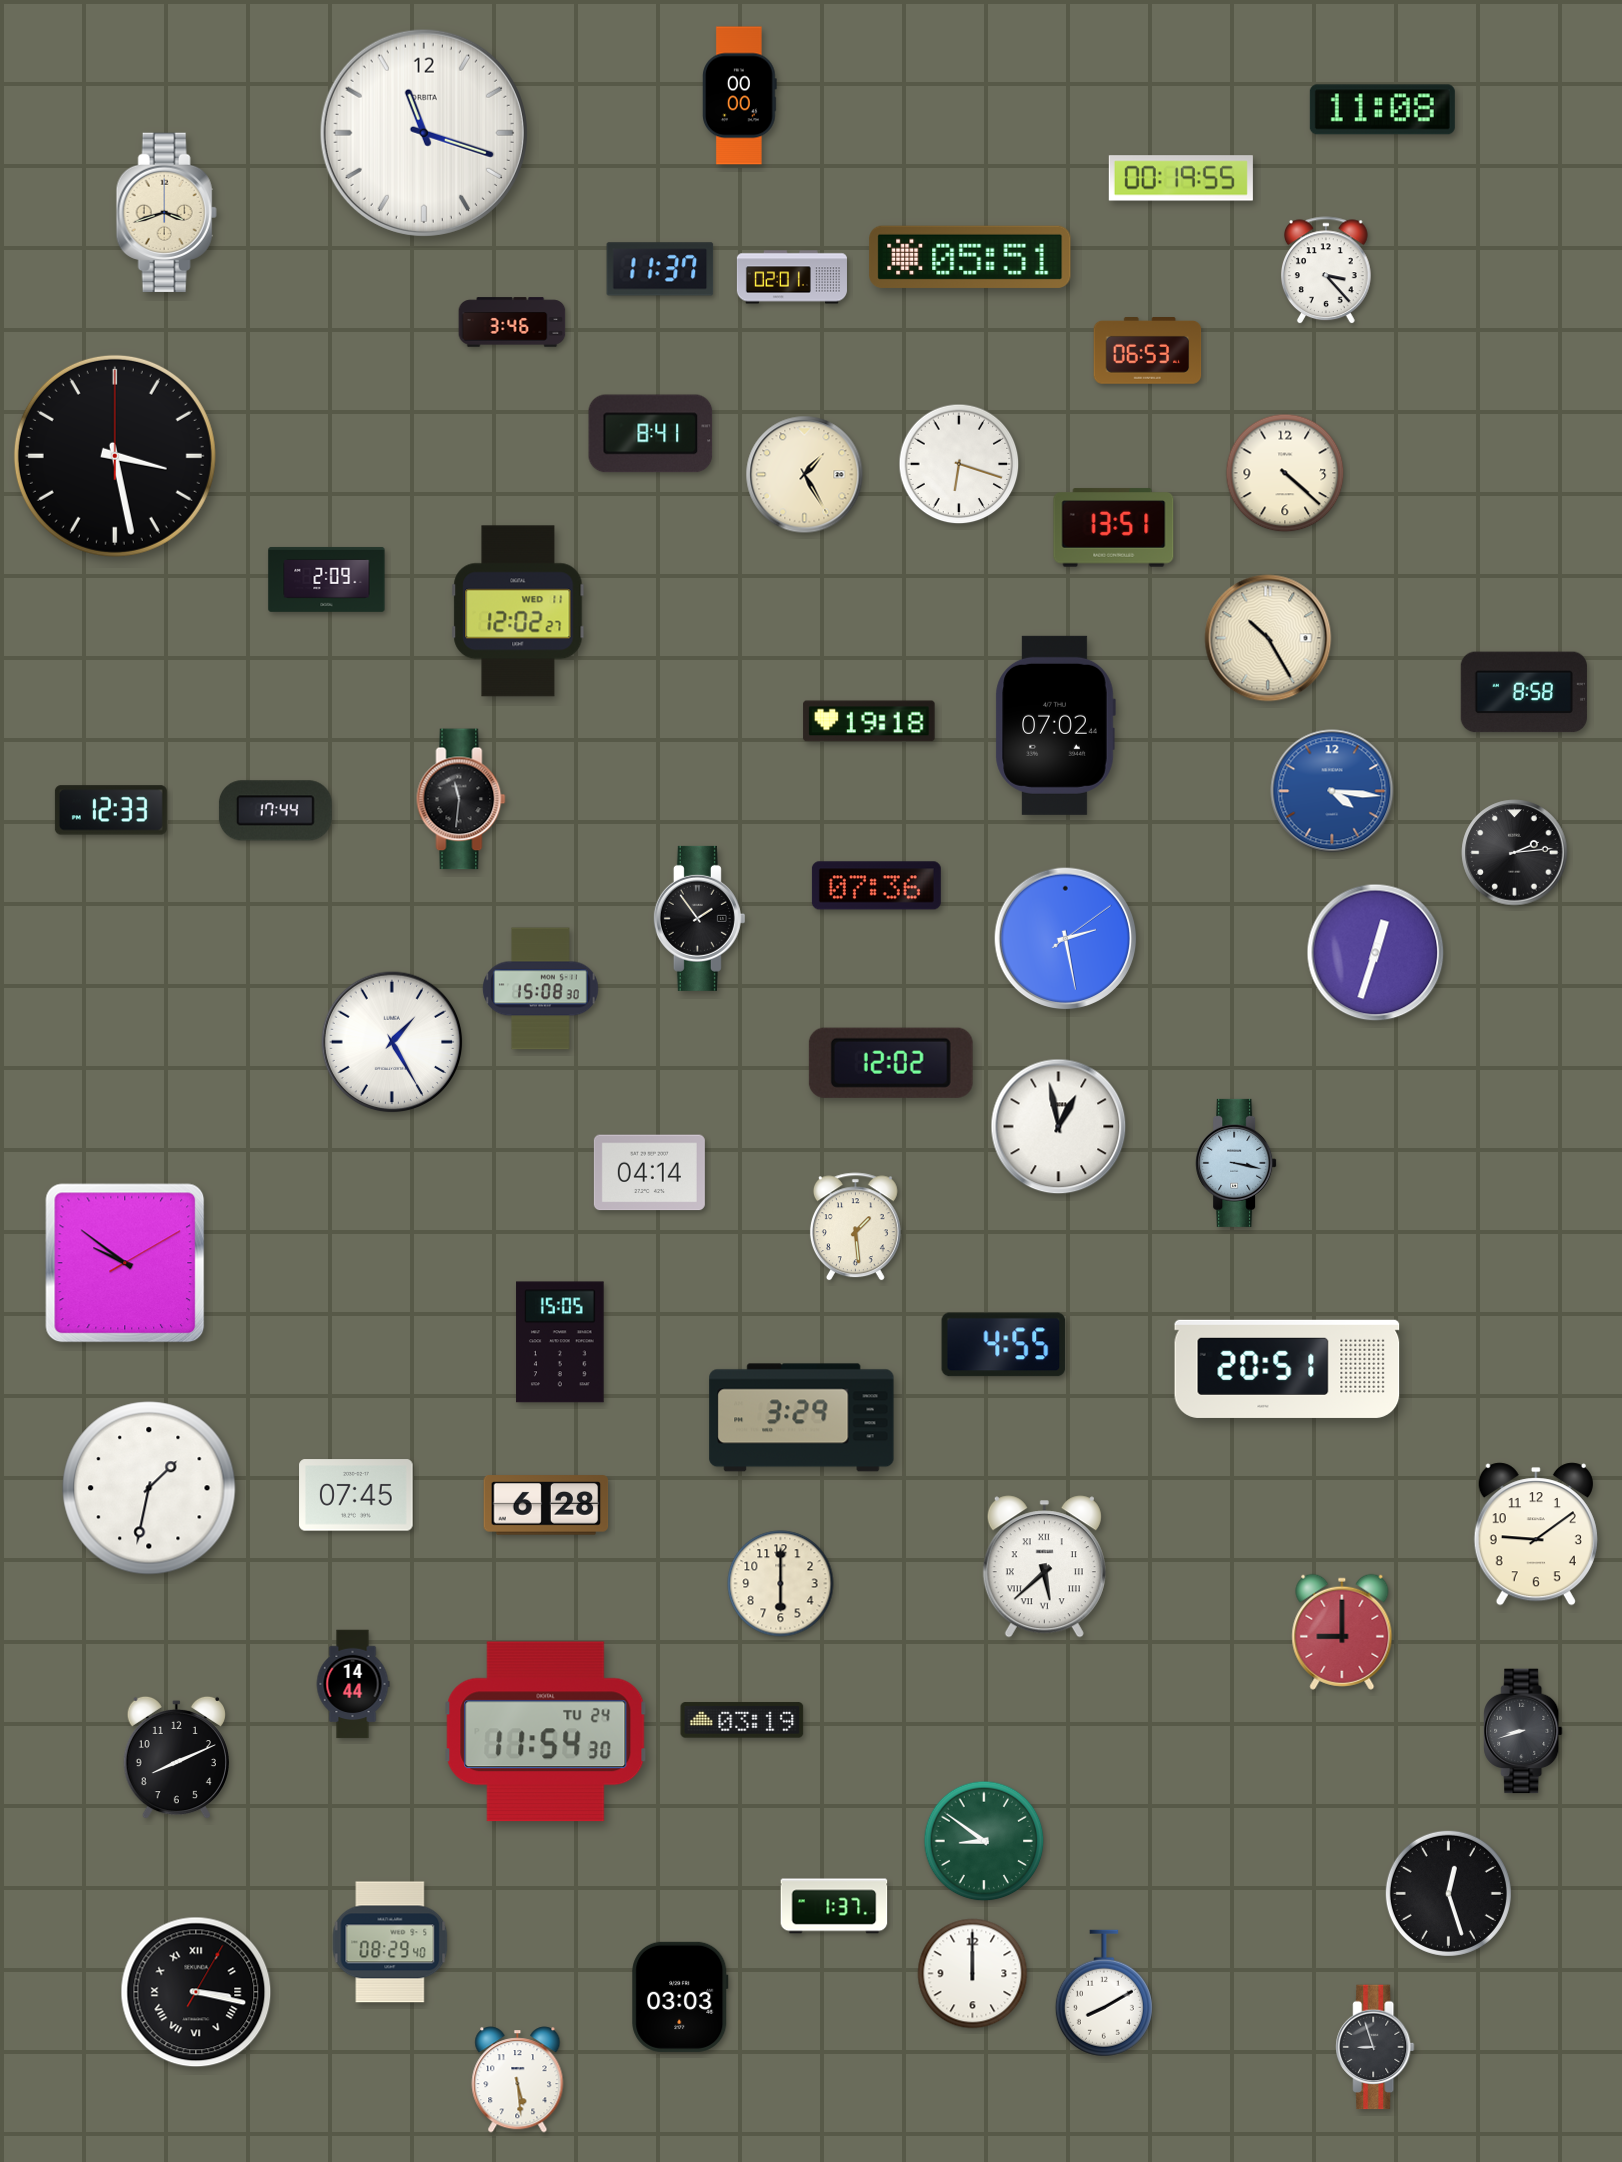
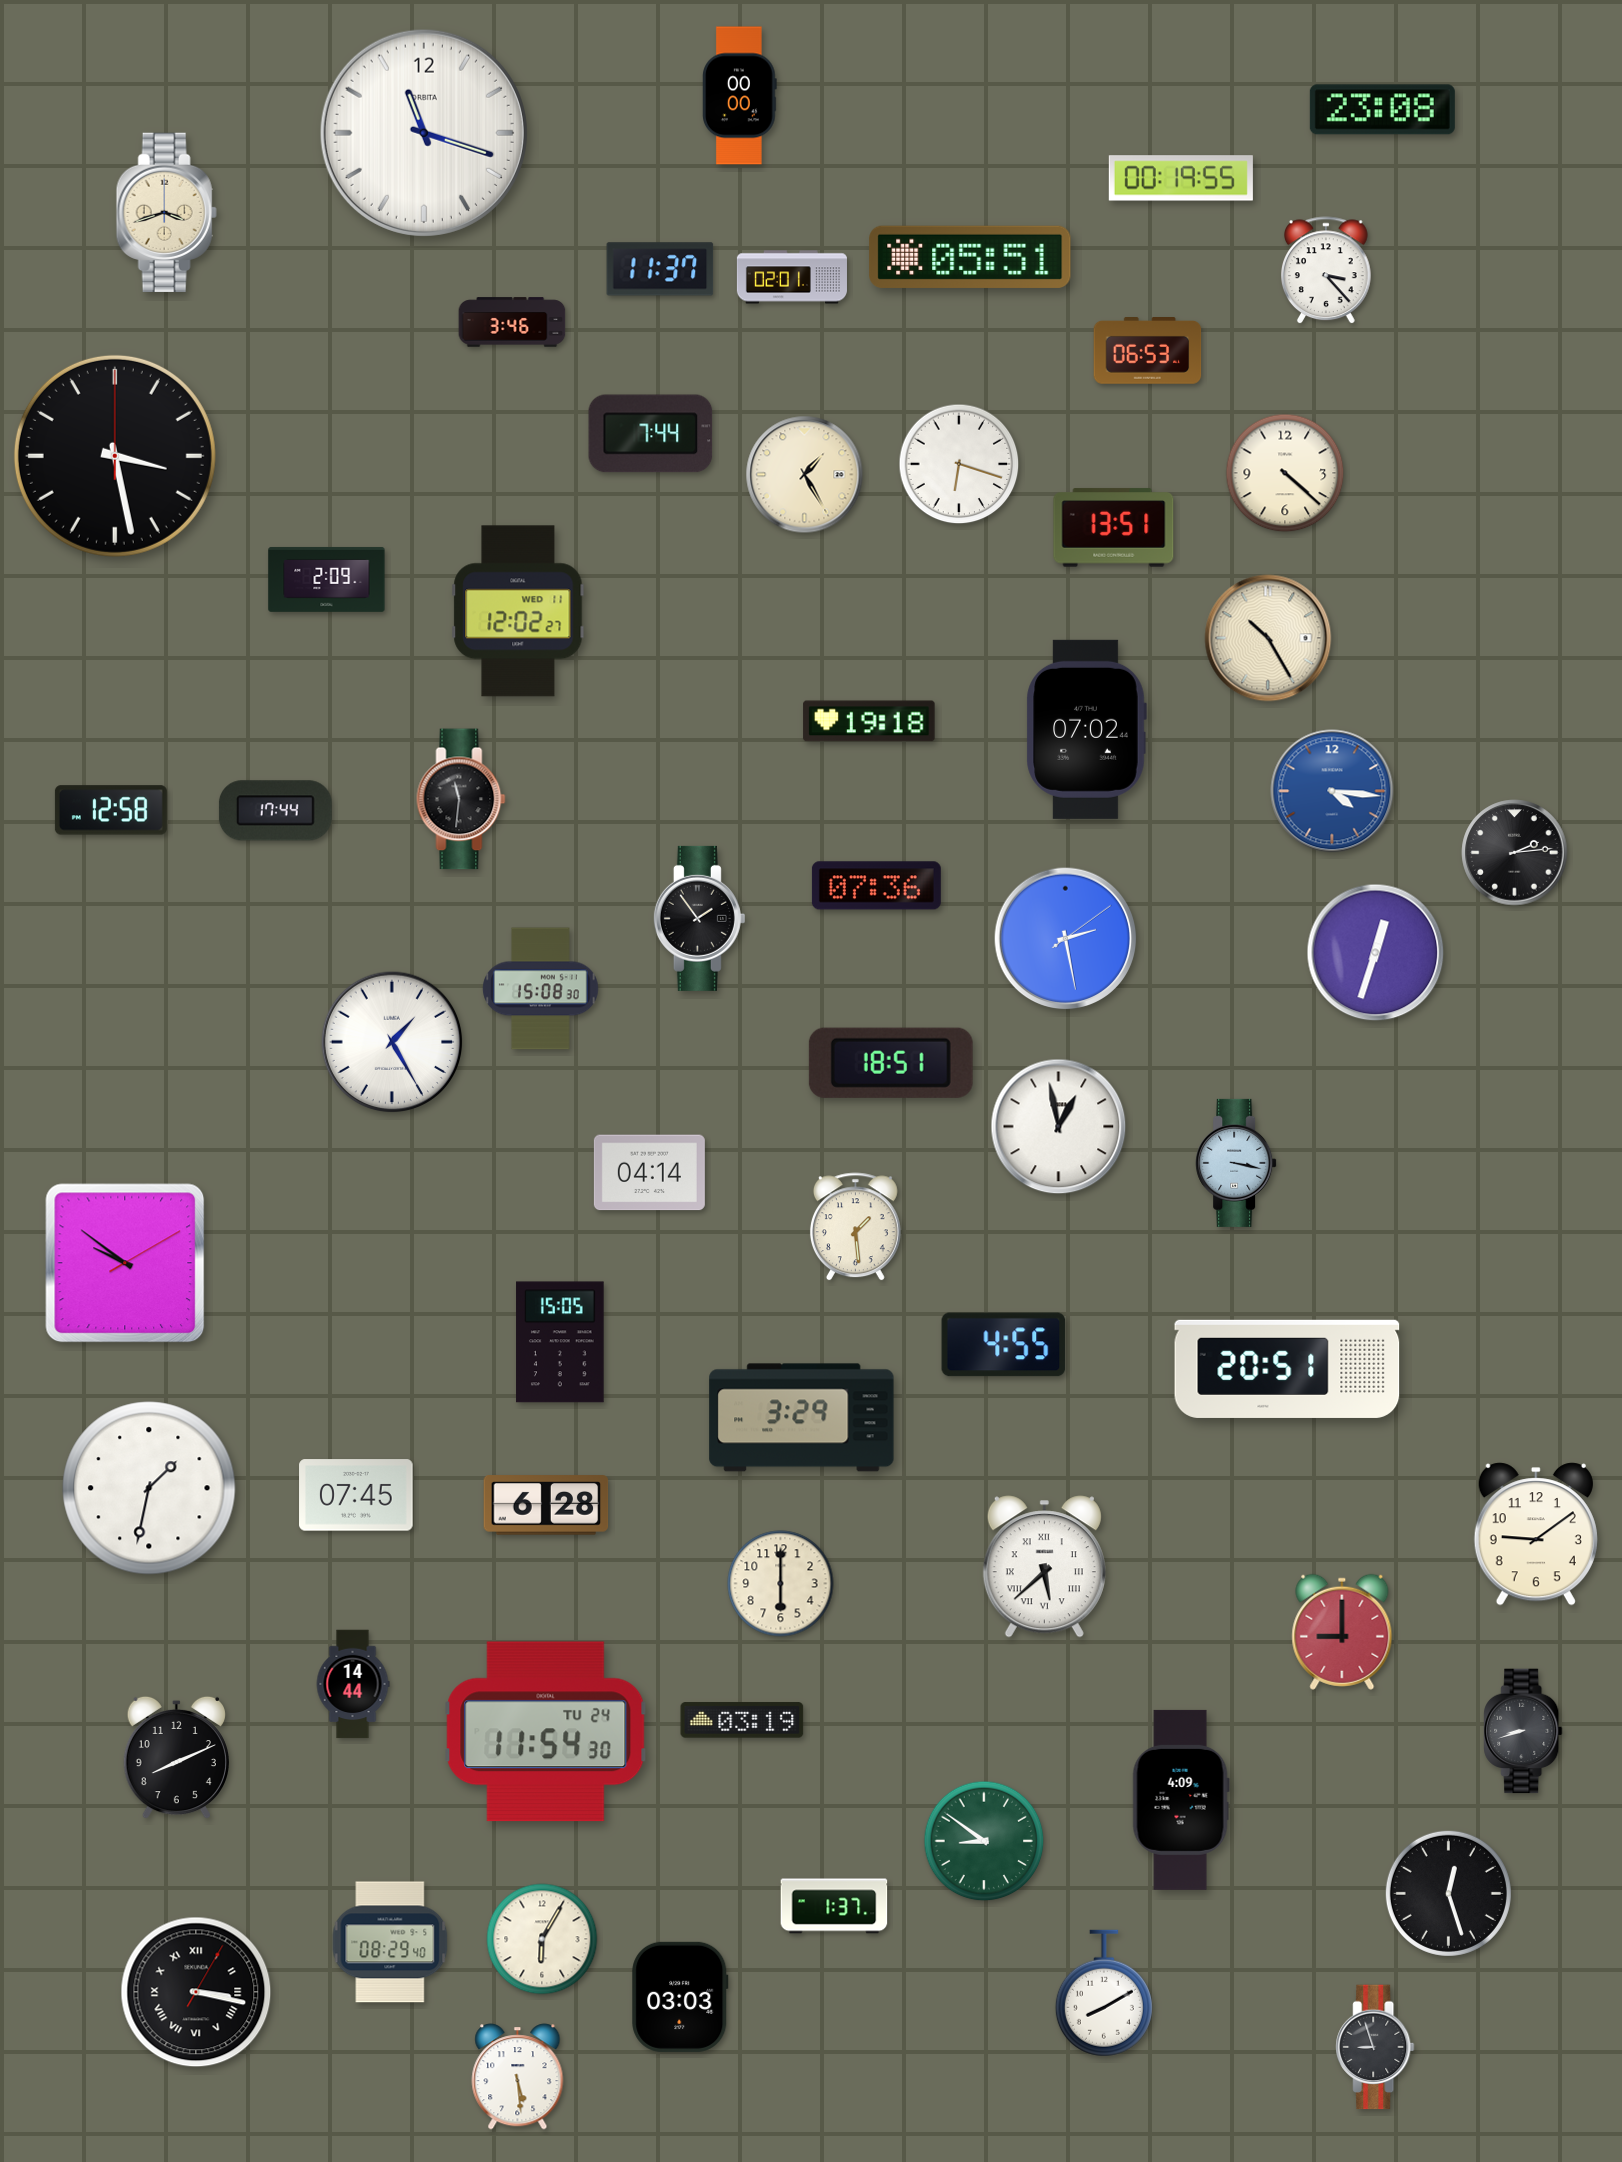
clock at (1382, 110): 11:08 -> 23:08
clock at (651, 434): 8:41 -> 7:44
clock at (1524, 692): 8:58 -> none
clock at (1055, 725) position: (1055, 725) -> (1086, 729)
clock at (111, 810): 12:33 -> 12:58
clock at (891, 1063): 12:02 -> 18:51
clock at (1181, 1800): none -> 4:09
clock at (542, 1939): none -> 6:05
clock at (973, 1974): 12:00 -> none
clock at (518, 2080) position: (518, 2080) -> (518, 2077)
